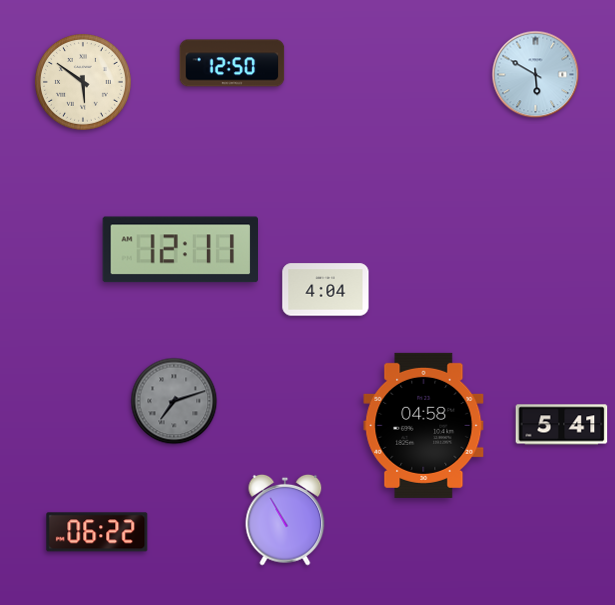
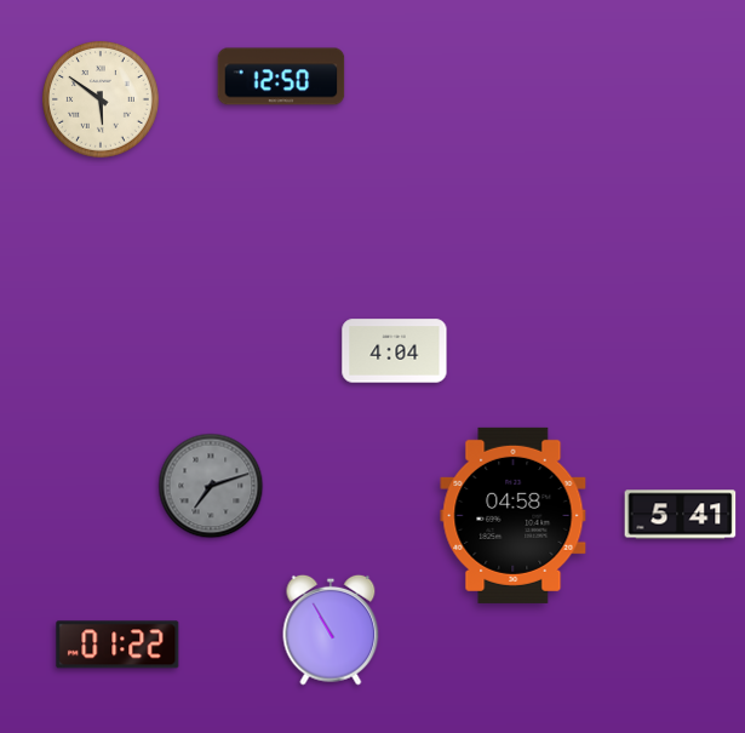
clock at (536, 75): 5:50 -> none
clock at (180, 250): 12:11 -> none
clock at (285, 520) position: (285, 520) -> (331, 630)
clock at (97, 532): 06:22 -> 01:22
